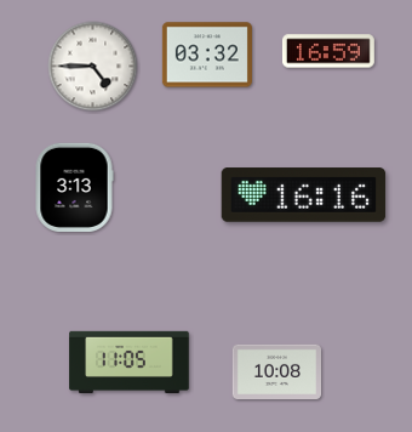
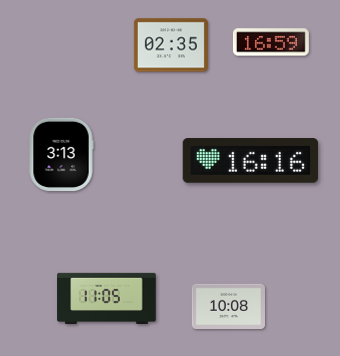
clock at (207, 55): 03:32 -> 02:35
clock at (93, 67): 4:45 -> none
